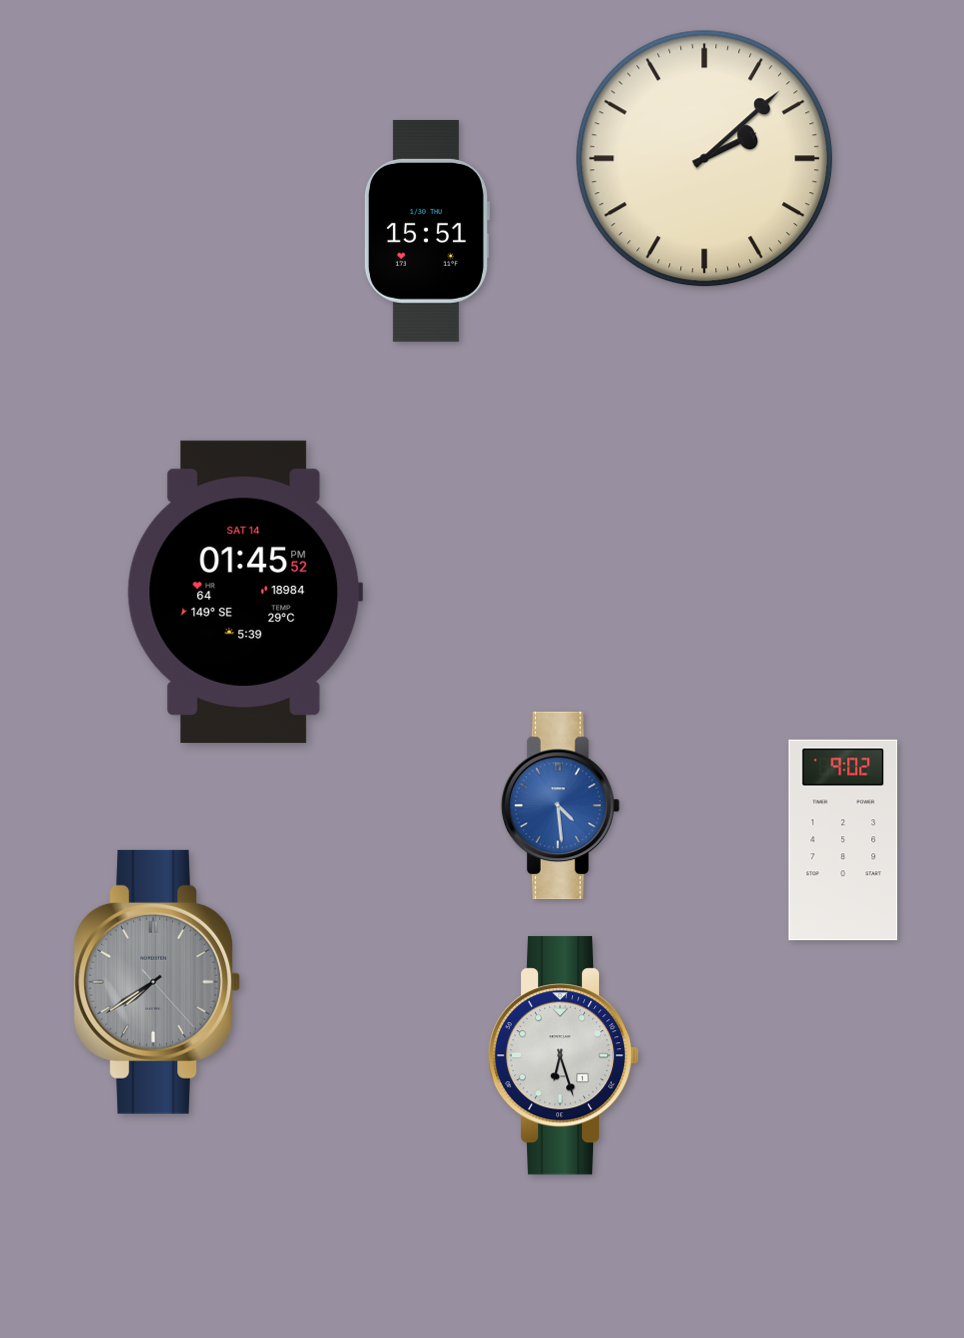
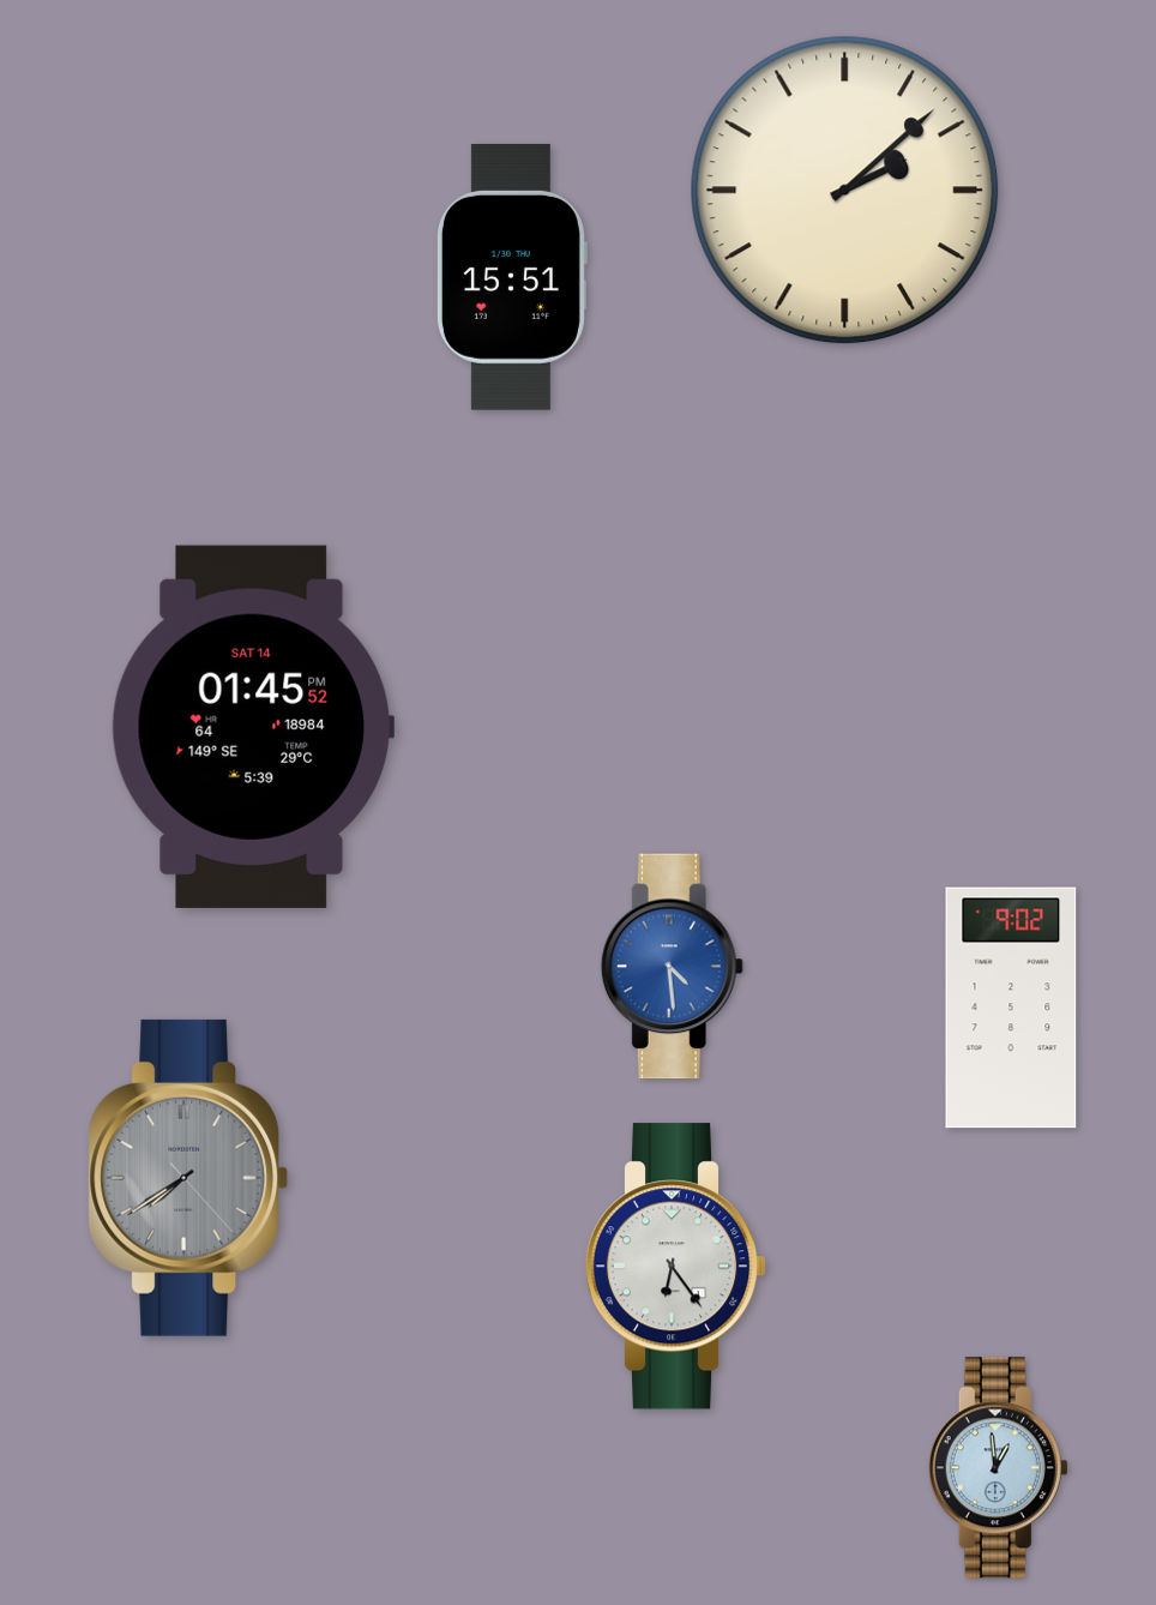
clock at (245, 592) position: (245, 592) -> (253, 727)
clock at (564, 1056): 6:27 -> 6:24
clock at (998, 1468): none -> 12:59
